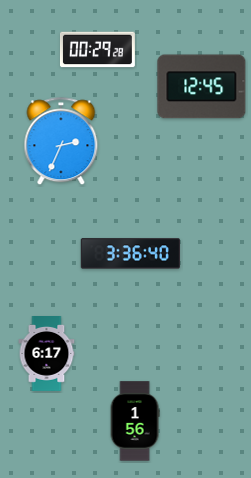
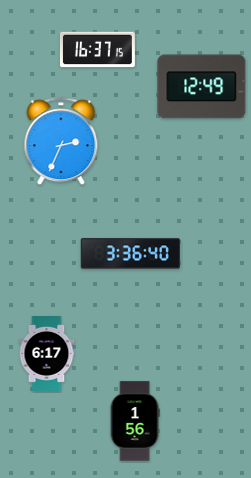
clock at (97, 50): 00:29 -> 16:37
clock at (202, 87): 12:45 -> 12:49
